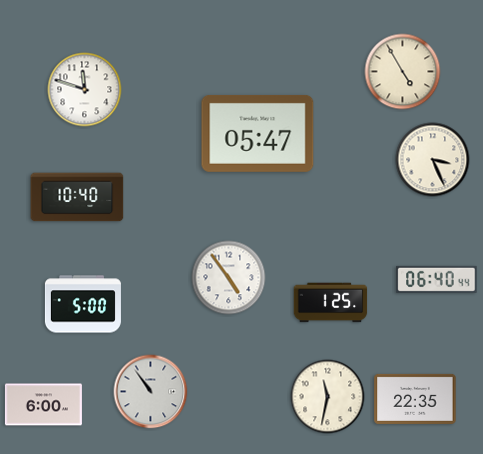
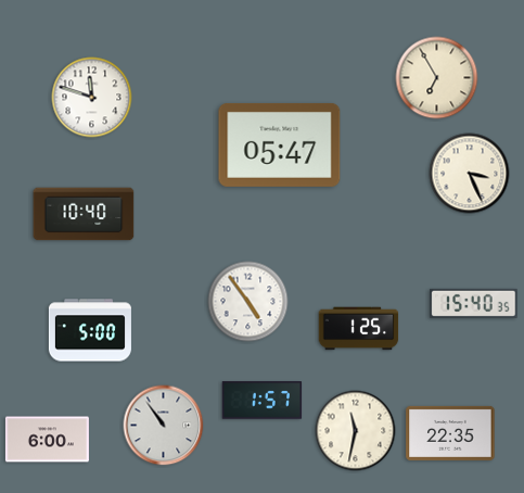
clock at (403, 72): 4:55 -> 6:55
clock at (437, 279): 06:40 -> 15:40
clock at (263, 401): none -> 1:57
